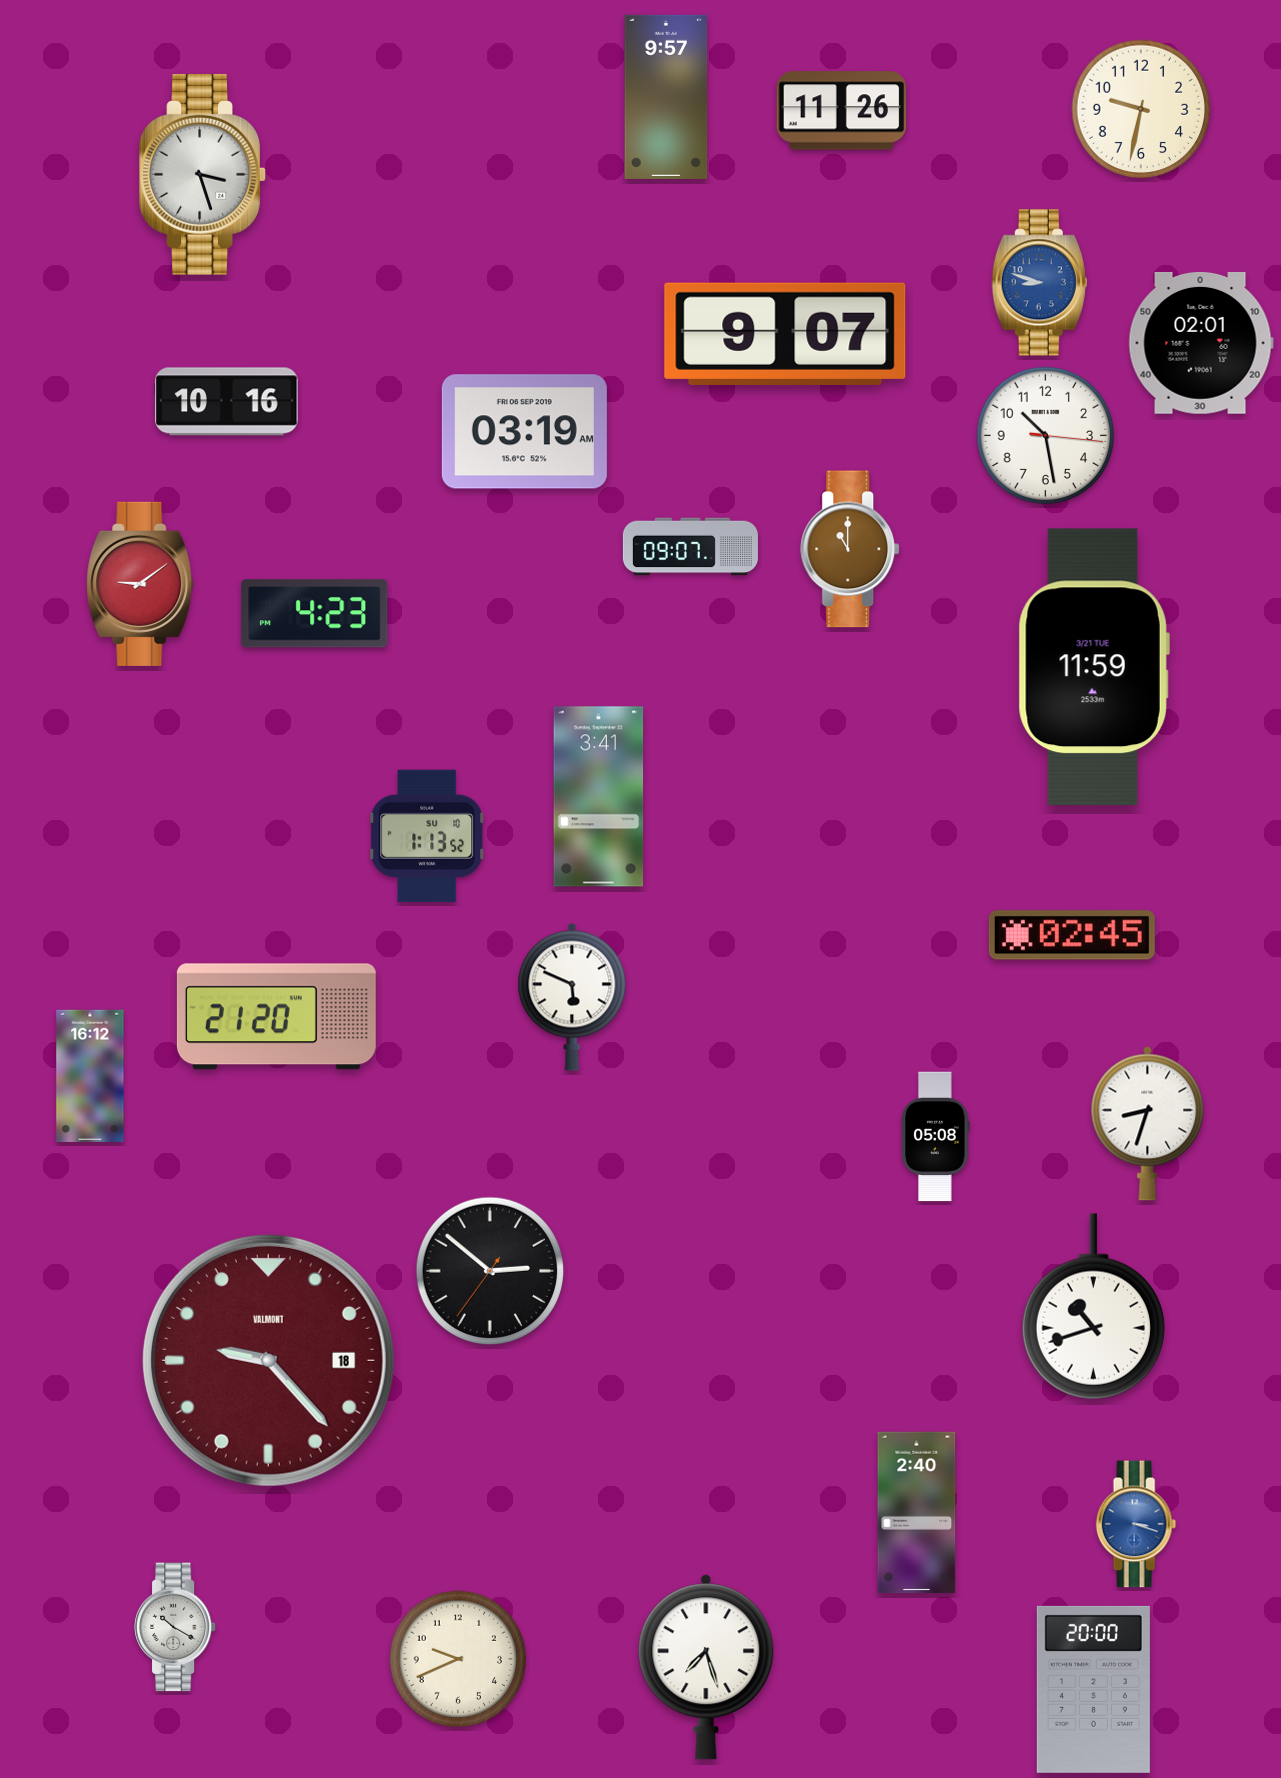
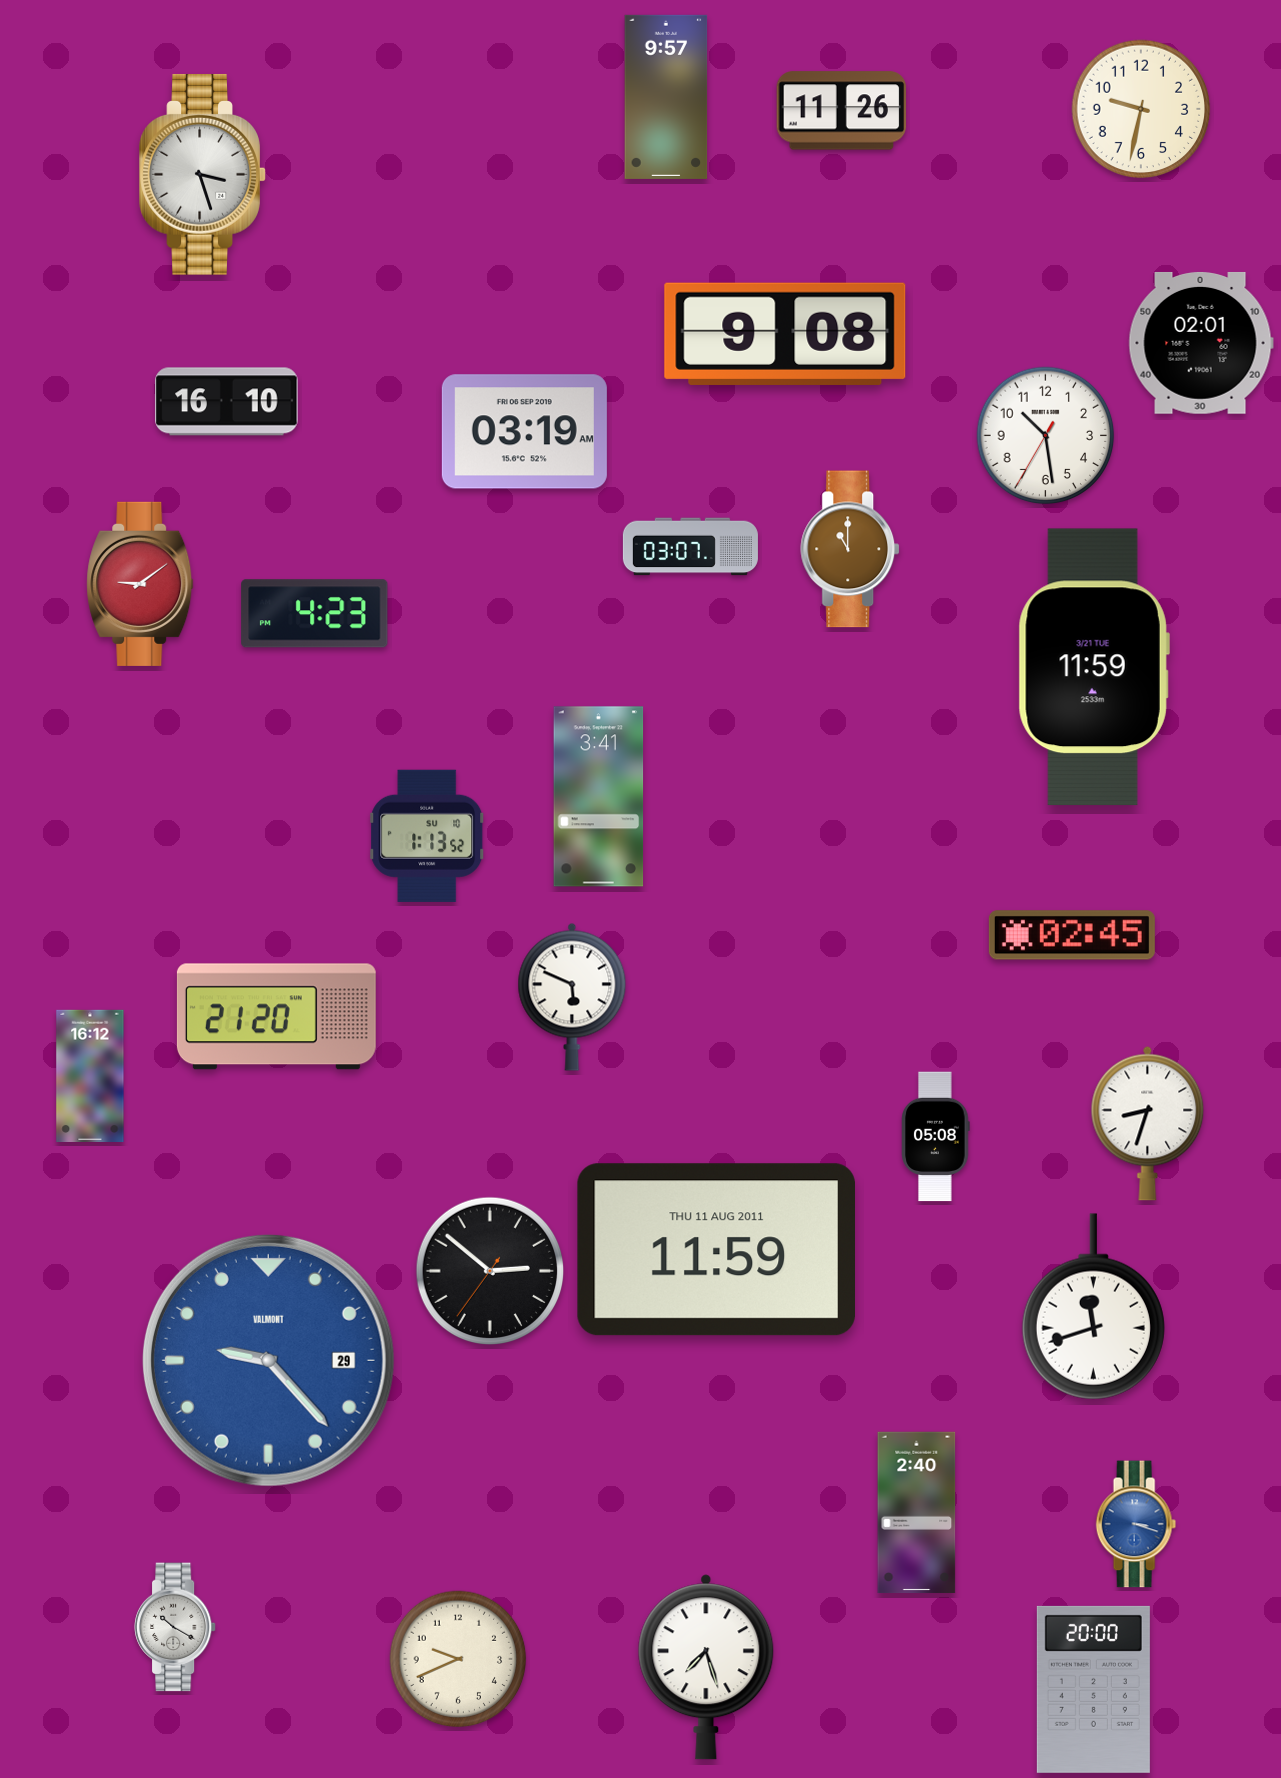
clock at (1039, 283): 8:48 -> none
clock at (785, 334): 9:07 -> 9:08
clock at (227, 402): 10:16 -> 16:10
clock at (1046, 436): 10:28:16 -> 10:28:35
clock at (690, 547): 09:07 -> 03:07
clock at (716, 1250): none -> 11:59
clock at (1093, 1307): 10:42 -> 11:42
clock at (268, 1360) date: 18 -> 29
clock at (268, 1360) dial: burgundy -> blue
